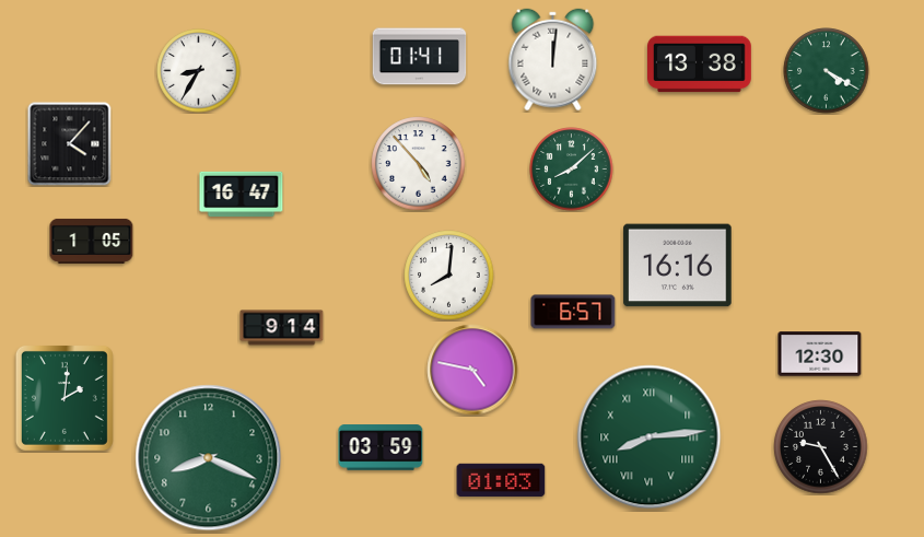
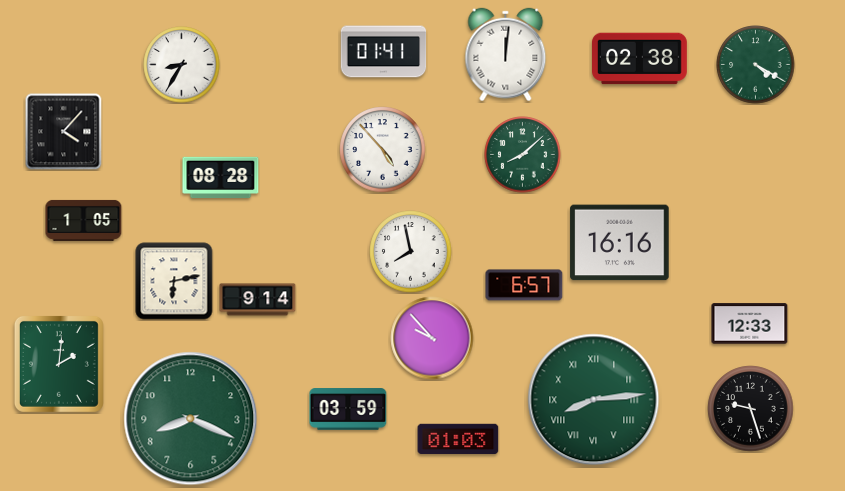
clock at (700, 65): 13:38 -> 02:38
clock at (242, 195): 16:47 -> 08:28
clock at (449, 276): 8:01 -> 7:58
clock at (174, 281): none -> 6:13
clock at (820, 354): 12:30 -> 12:33
clock at (472, 370): 4:47 -> 9:53
clock at (821, 447): 9:25 -> 9:27
